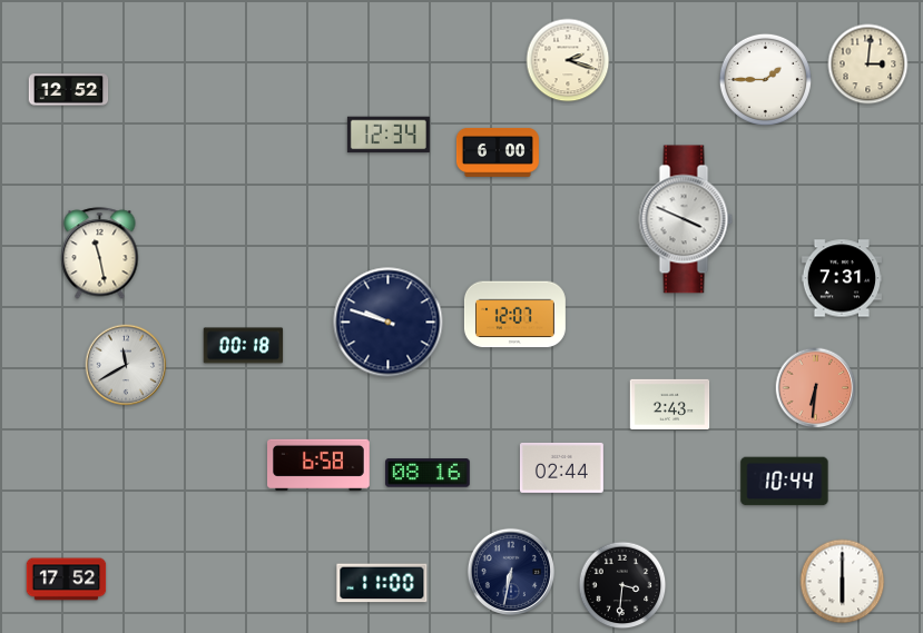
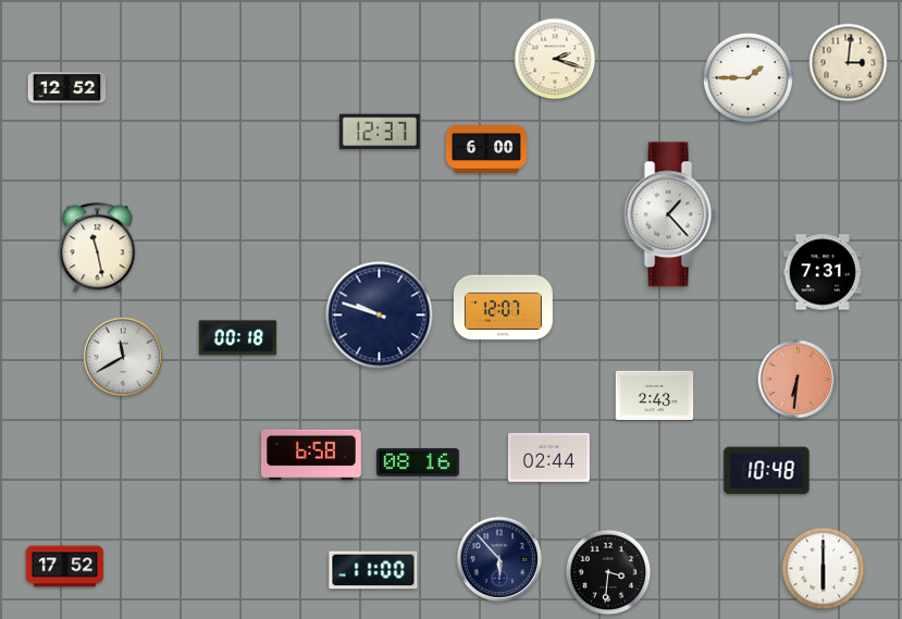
clock at (389, 135): 12:34 -> 12:37
clock at (686, 219): 3:49 -> 1:23
clock at (785, 482): 10:44 -> 10:48
clock at (511, 572): 6:32 -> 5:53
